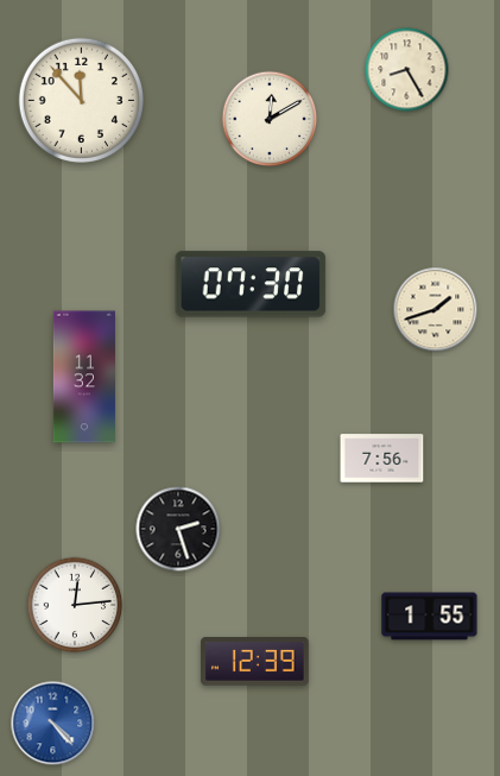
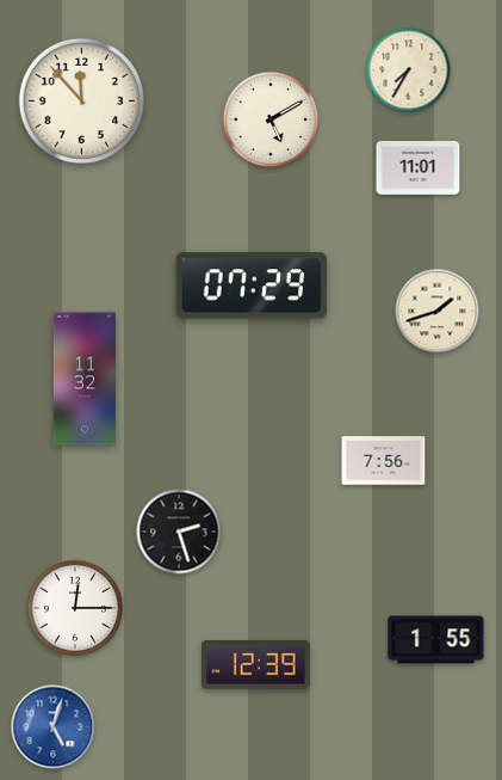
clock at (407, 70): 8:25 -> 7:35
clock at (270, 119): 12:10 -> 5:10
clock at (419, 168): none -> 11:01
clock at (251, 284): 07:30 -> 07:29
clock at (75, 605): 12:14 -> 12:15
clock at (430, 617) position: (430, 617) -> (436, 640)
clock at (53, 724): 4:23 -> 5:03
